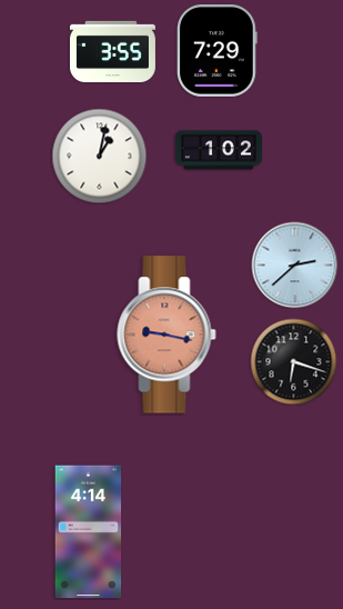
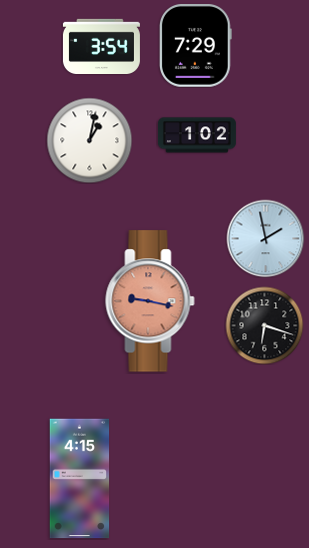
clock at (112, 51): 3:55 -> 3:54
clock at (294, 264): 2:38 -> 1:58
clock at (89, 532): 4:14 -> 4:15
